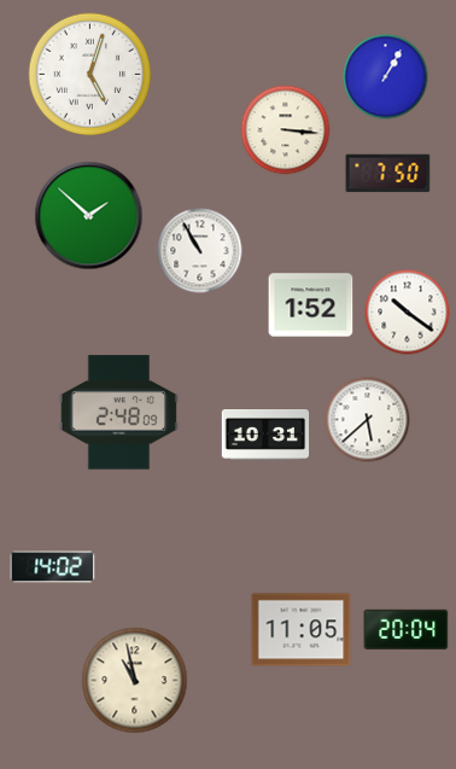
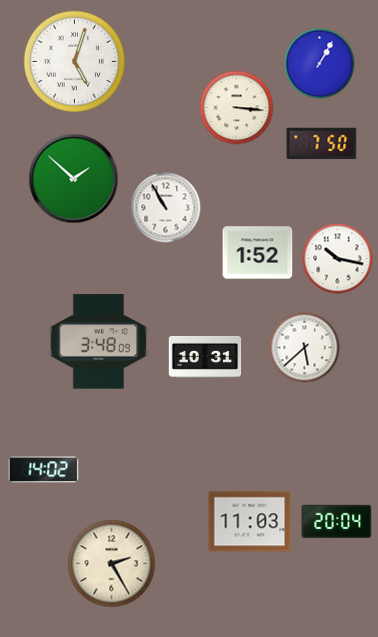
clock at (408, 313): 10:21 -> 10:17
clock at (118, 413): 2:48 -> 3:48
clock at (265, 436) position: (265, 436) -> (205, 358)
clock at (302, 630): 11:05 -> 11:03
clock at (135, 681): 10:58 -> 2:25
